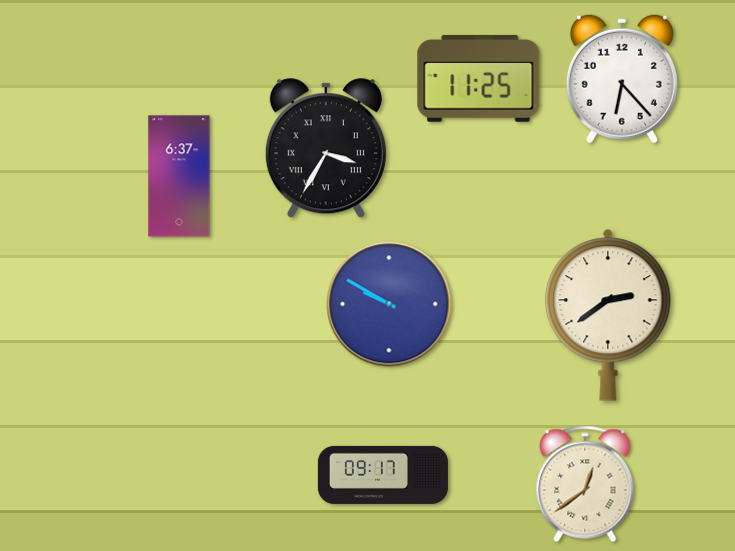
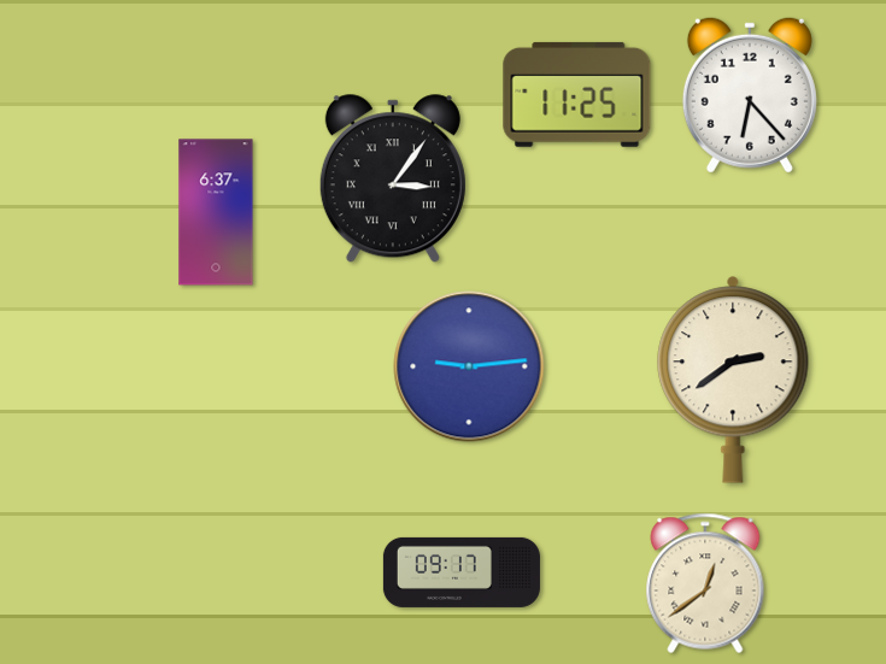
clock at (326, 149): 3:35 -> 3:06
clock at (389, 304): 9:50 -> 9:14
